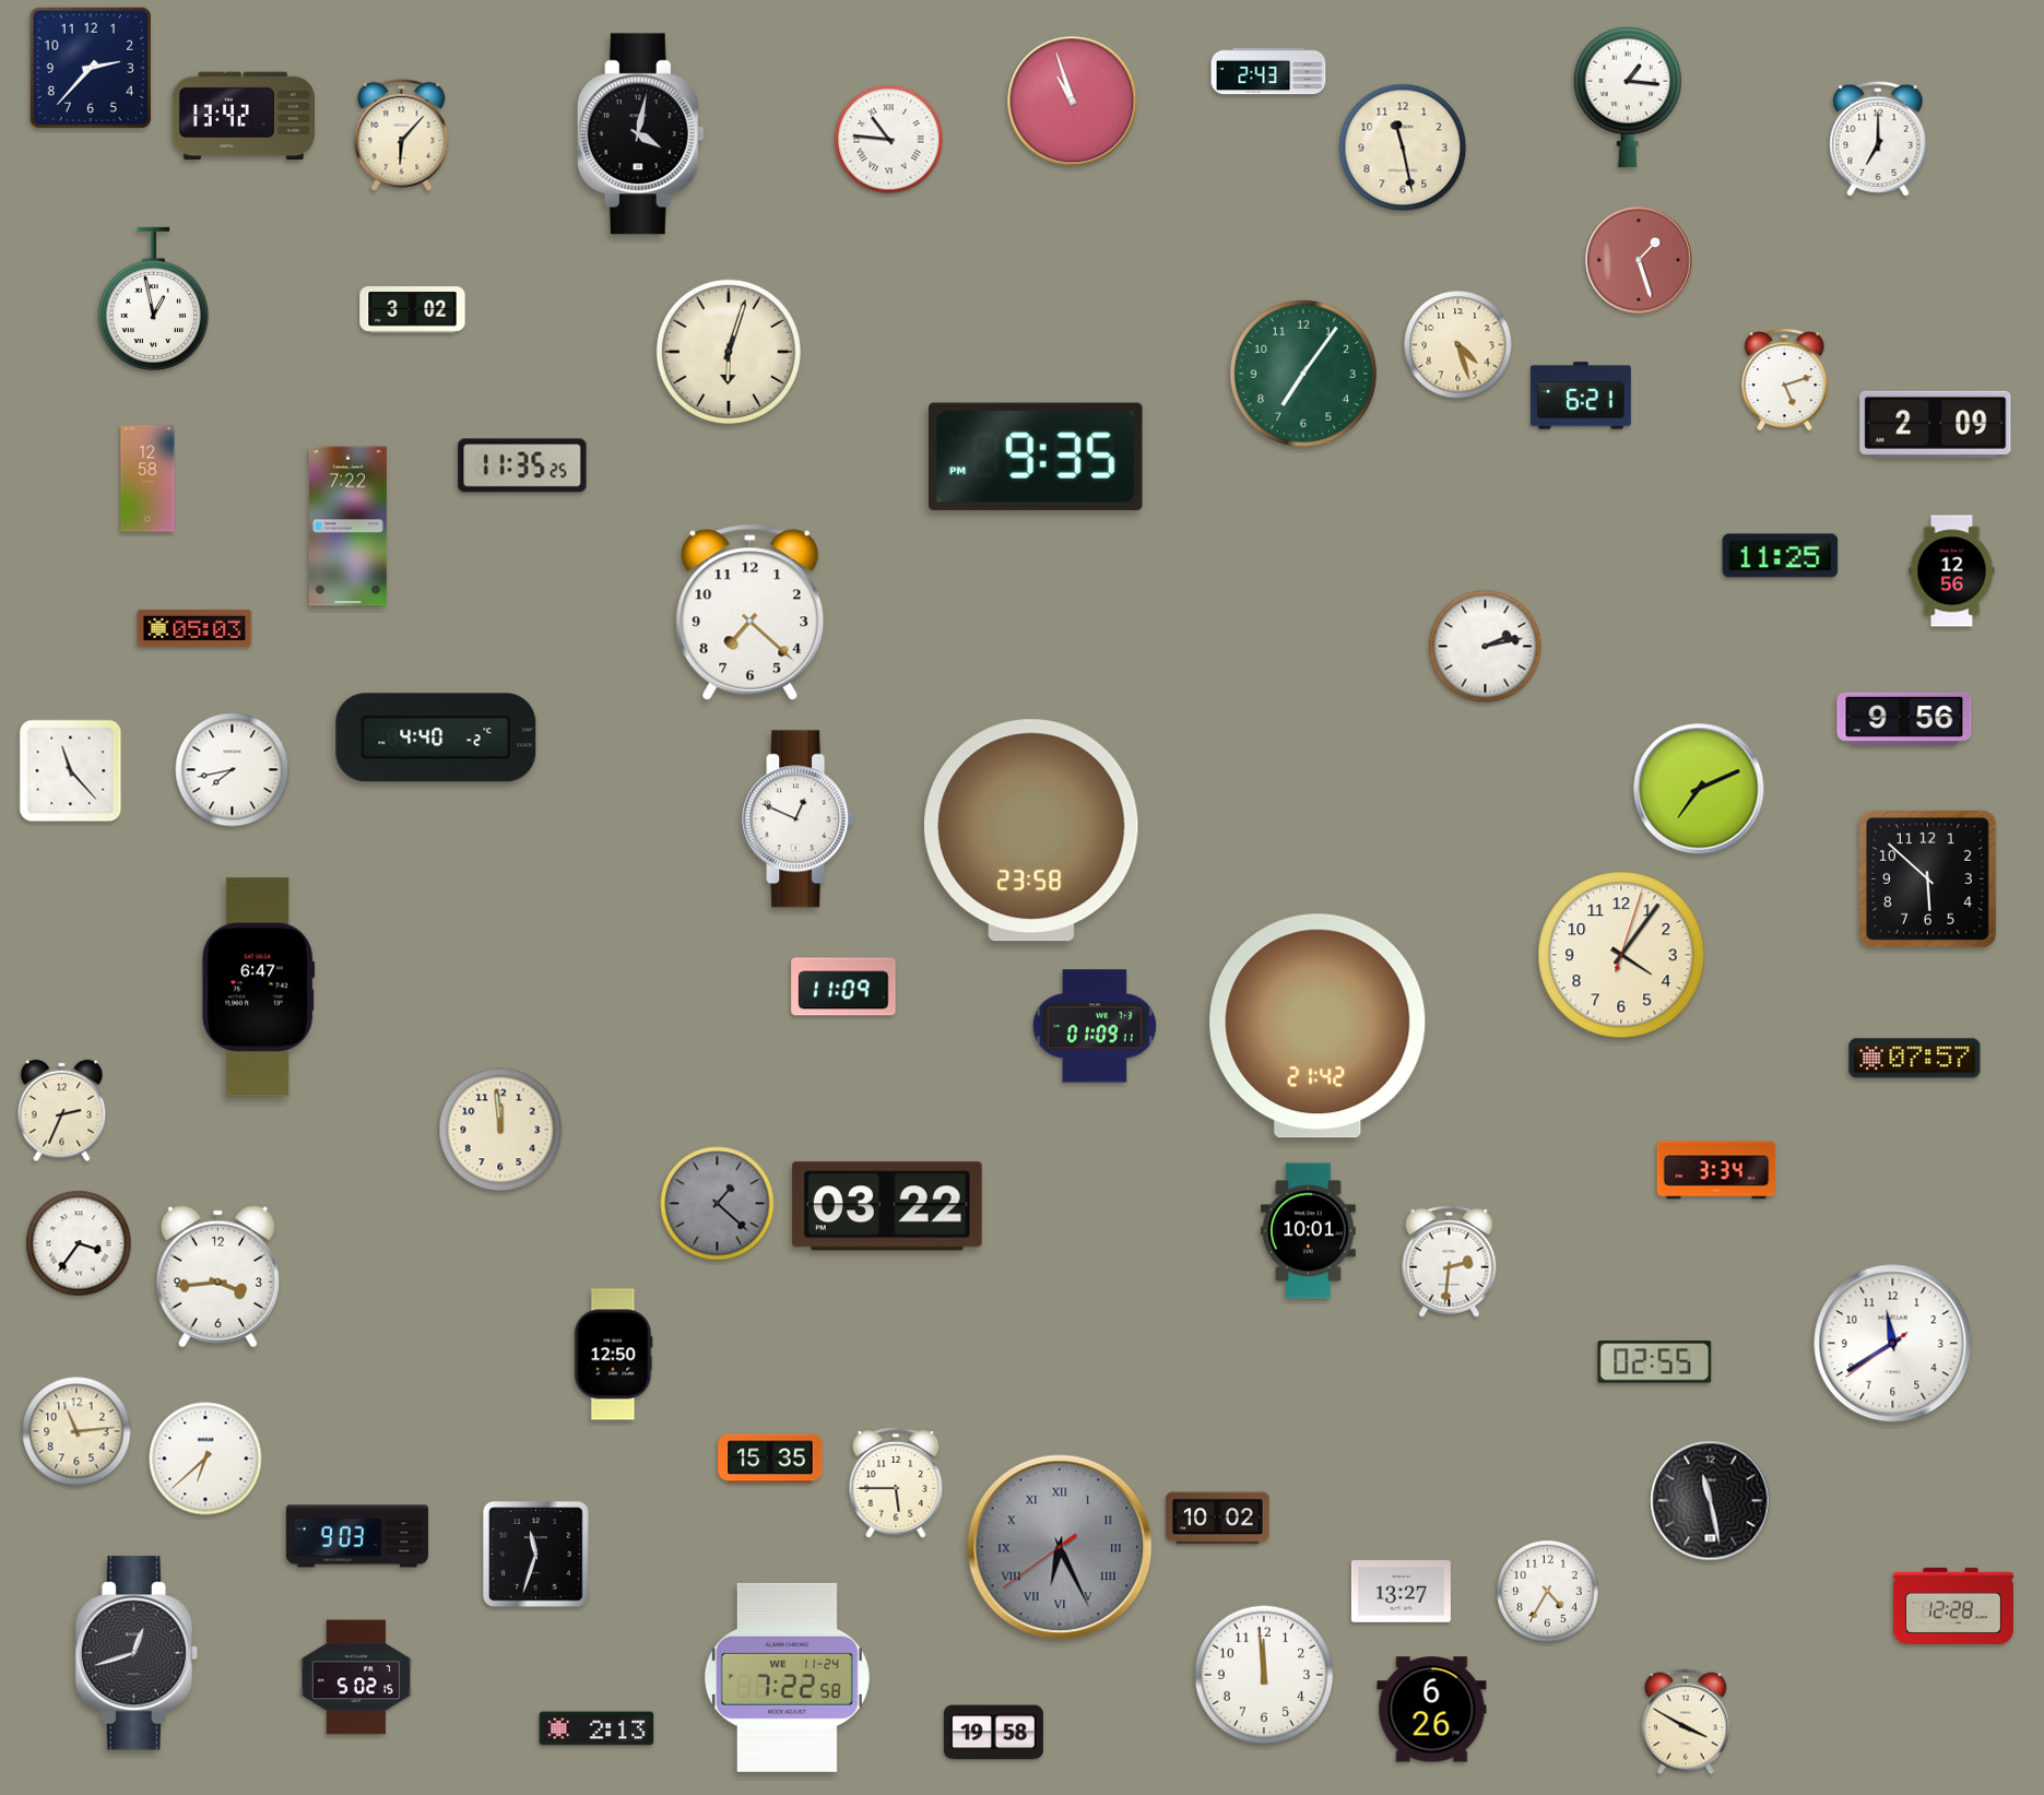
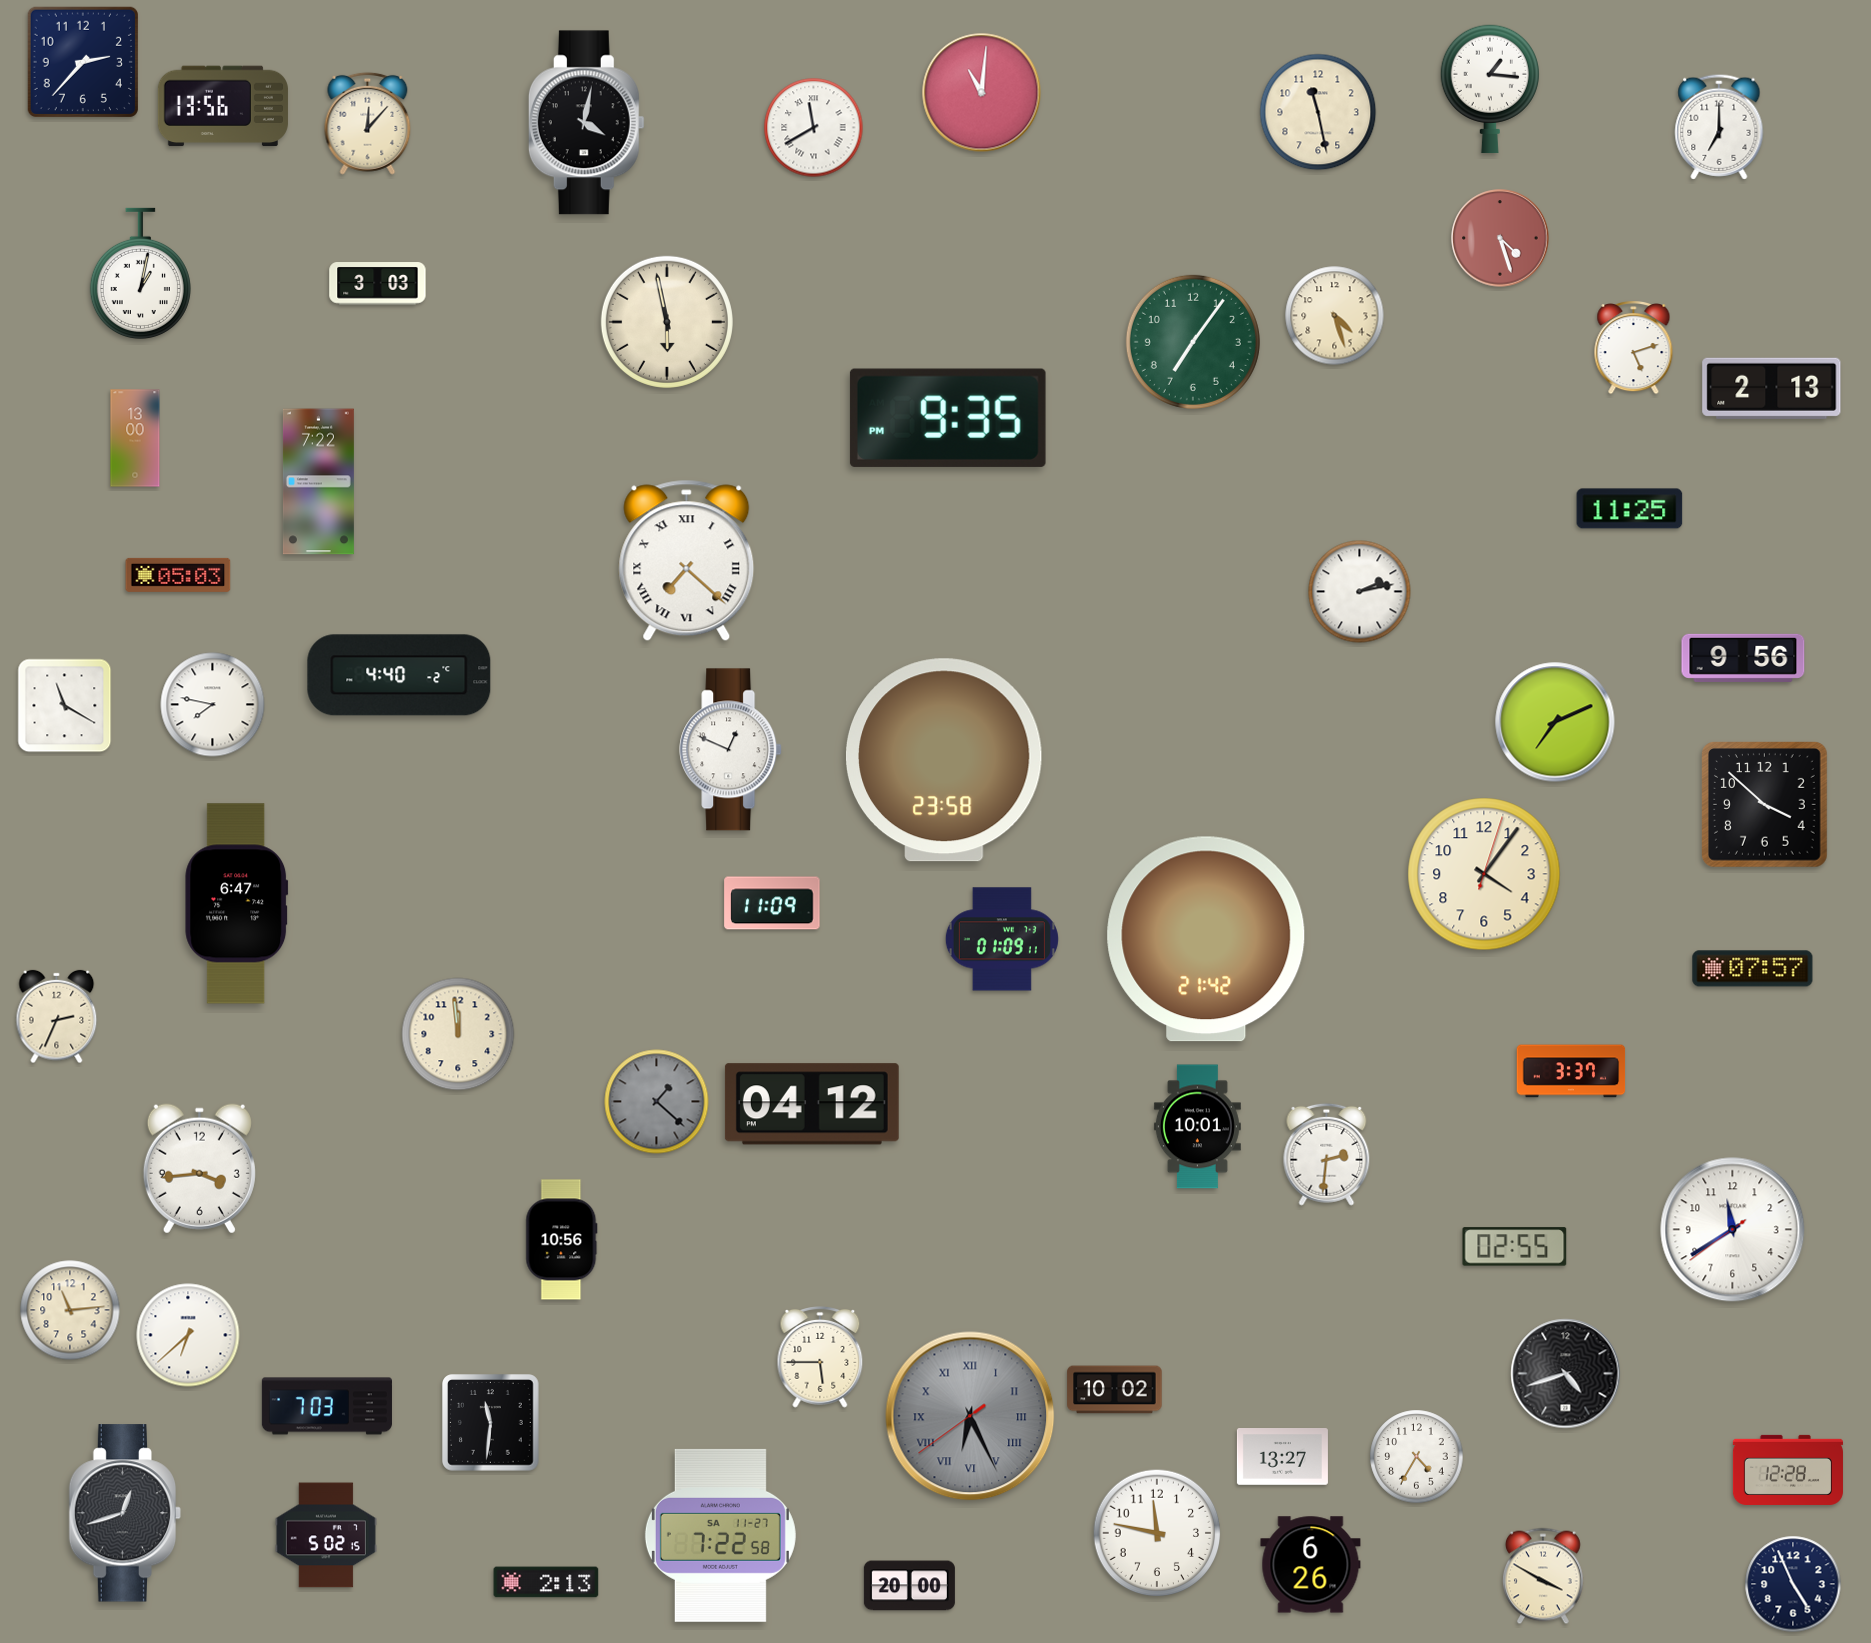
clock at (1268, 71): 2:43 -> none
clock at (1073, 102): 10:57 -> 11:01
clock at (244, 116): 13:42 -> 13:56
clock at (402, 134): 6:07 -> 12:07
clock at (889, 140): 10:46 -> 11:40
clock at (1403, 147) position: (1403, 147) -> (1318, 112)
clock at (1639, 260): 1:27 -> 4:27
clock at (153, 299): 12:58 -> 1:02
clock at (413, 310): 3:02 -> 3:03
clock at (729, 352): 6:03 -> 5:58
clock at (1581, 395): 6:21 -> none
clock at (1936, 424): 2:09 -> 2:13
clock at (522, 465): 11:35 -> none
clock at (147, 479): 12:58 -> 13:00
clock at (1952, 571): 12:56 -> none
clock at (751, 613) numerals: Arabic -> Roman
clock at (233, 770): 7:43 -> 7:47
clock at (71, 771): 11:23 -> 11:20
clock at (1928, 879): 5:52 -> 3:52
clock at (1716, 1170): 3:34 -> 3:37
clock at (887, 1206): 03:22 -> 04:12
clock at (79, 1243): 3:36 -> none
clock at (614, 1355): 12:50 -> 10:56
clock at (770, 1459): 15:35 -> none
clock at (1711, 1501): 11:28 -> 4:42
clock at (357, 1536): 9:03 -> 7:03
clock at (536, 1555): 11:33 -> 11:31
clock at (1264, 1675): 11:59 -> 11:47
clock at (787, 1677) date: WE 11-24 -> SA 11-27
clock at (1793, 1584): none -> 4:56
clock at (993, 1733): 19:58 -> 20:00
